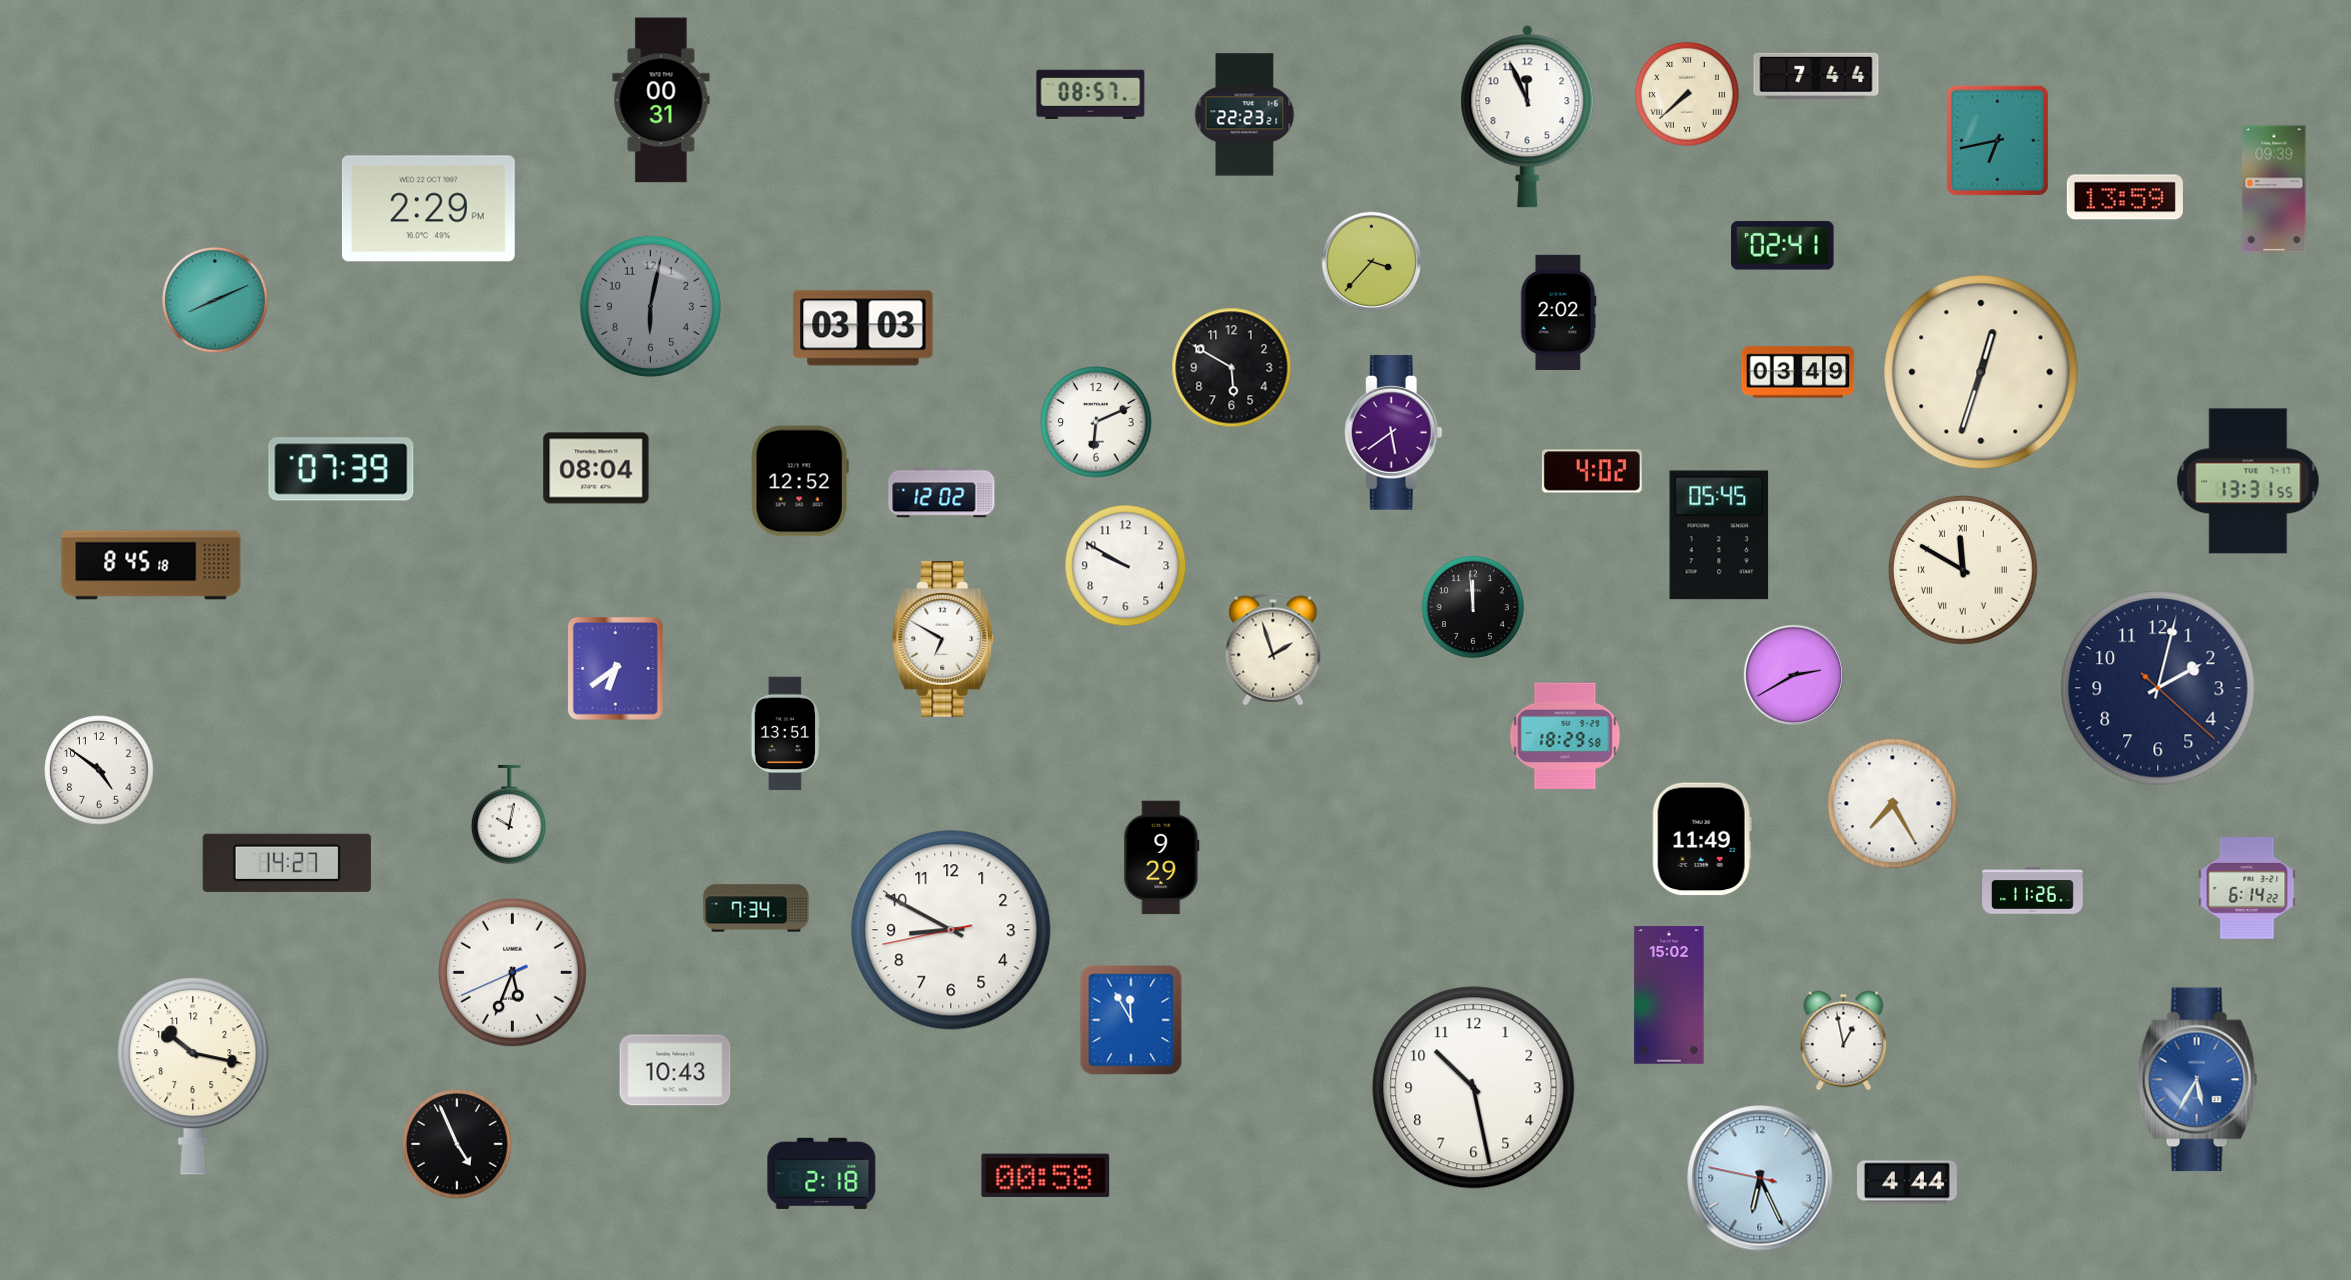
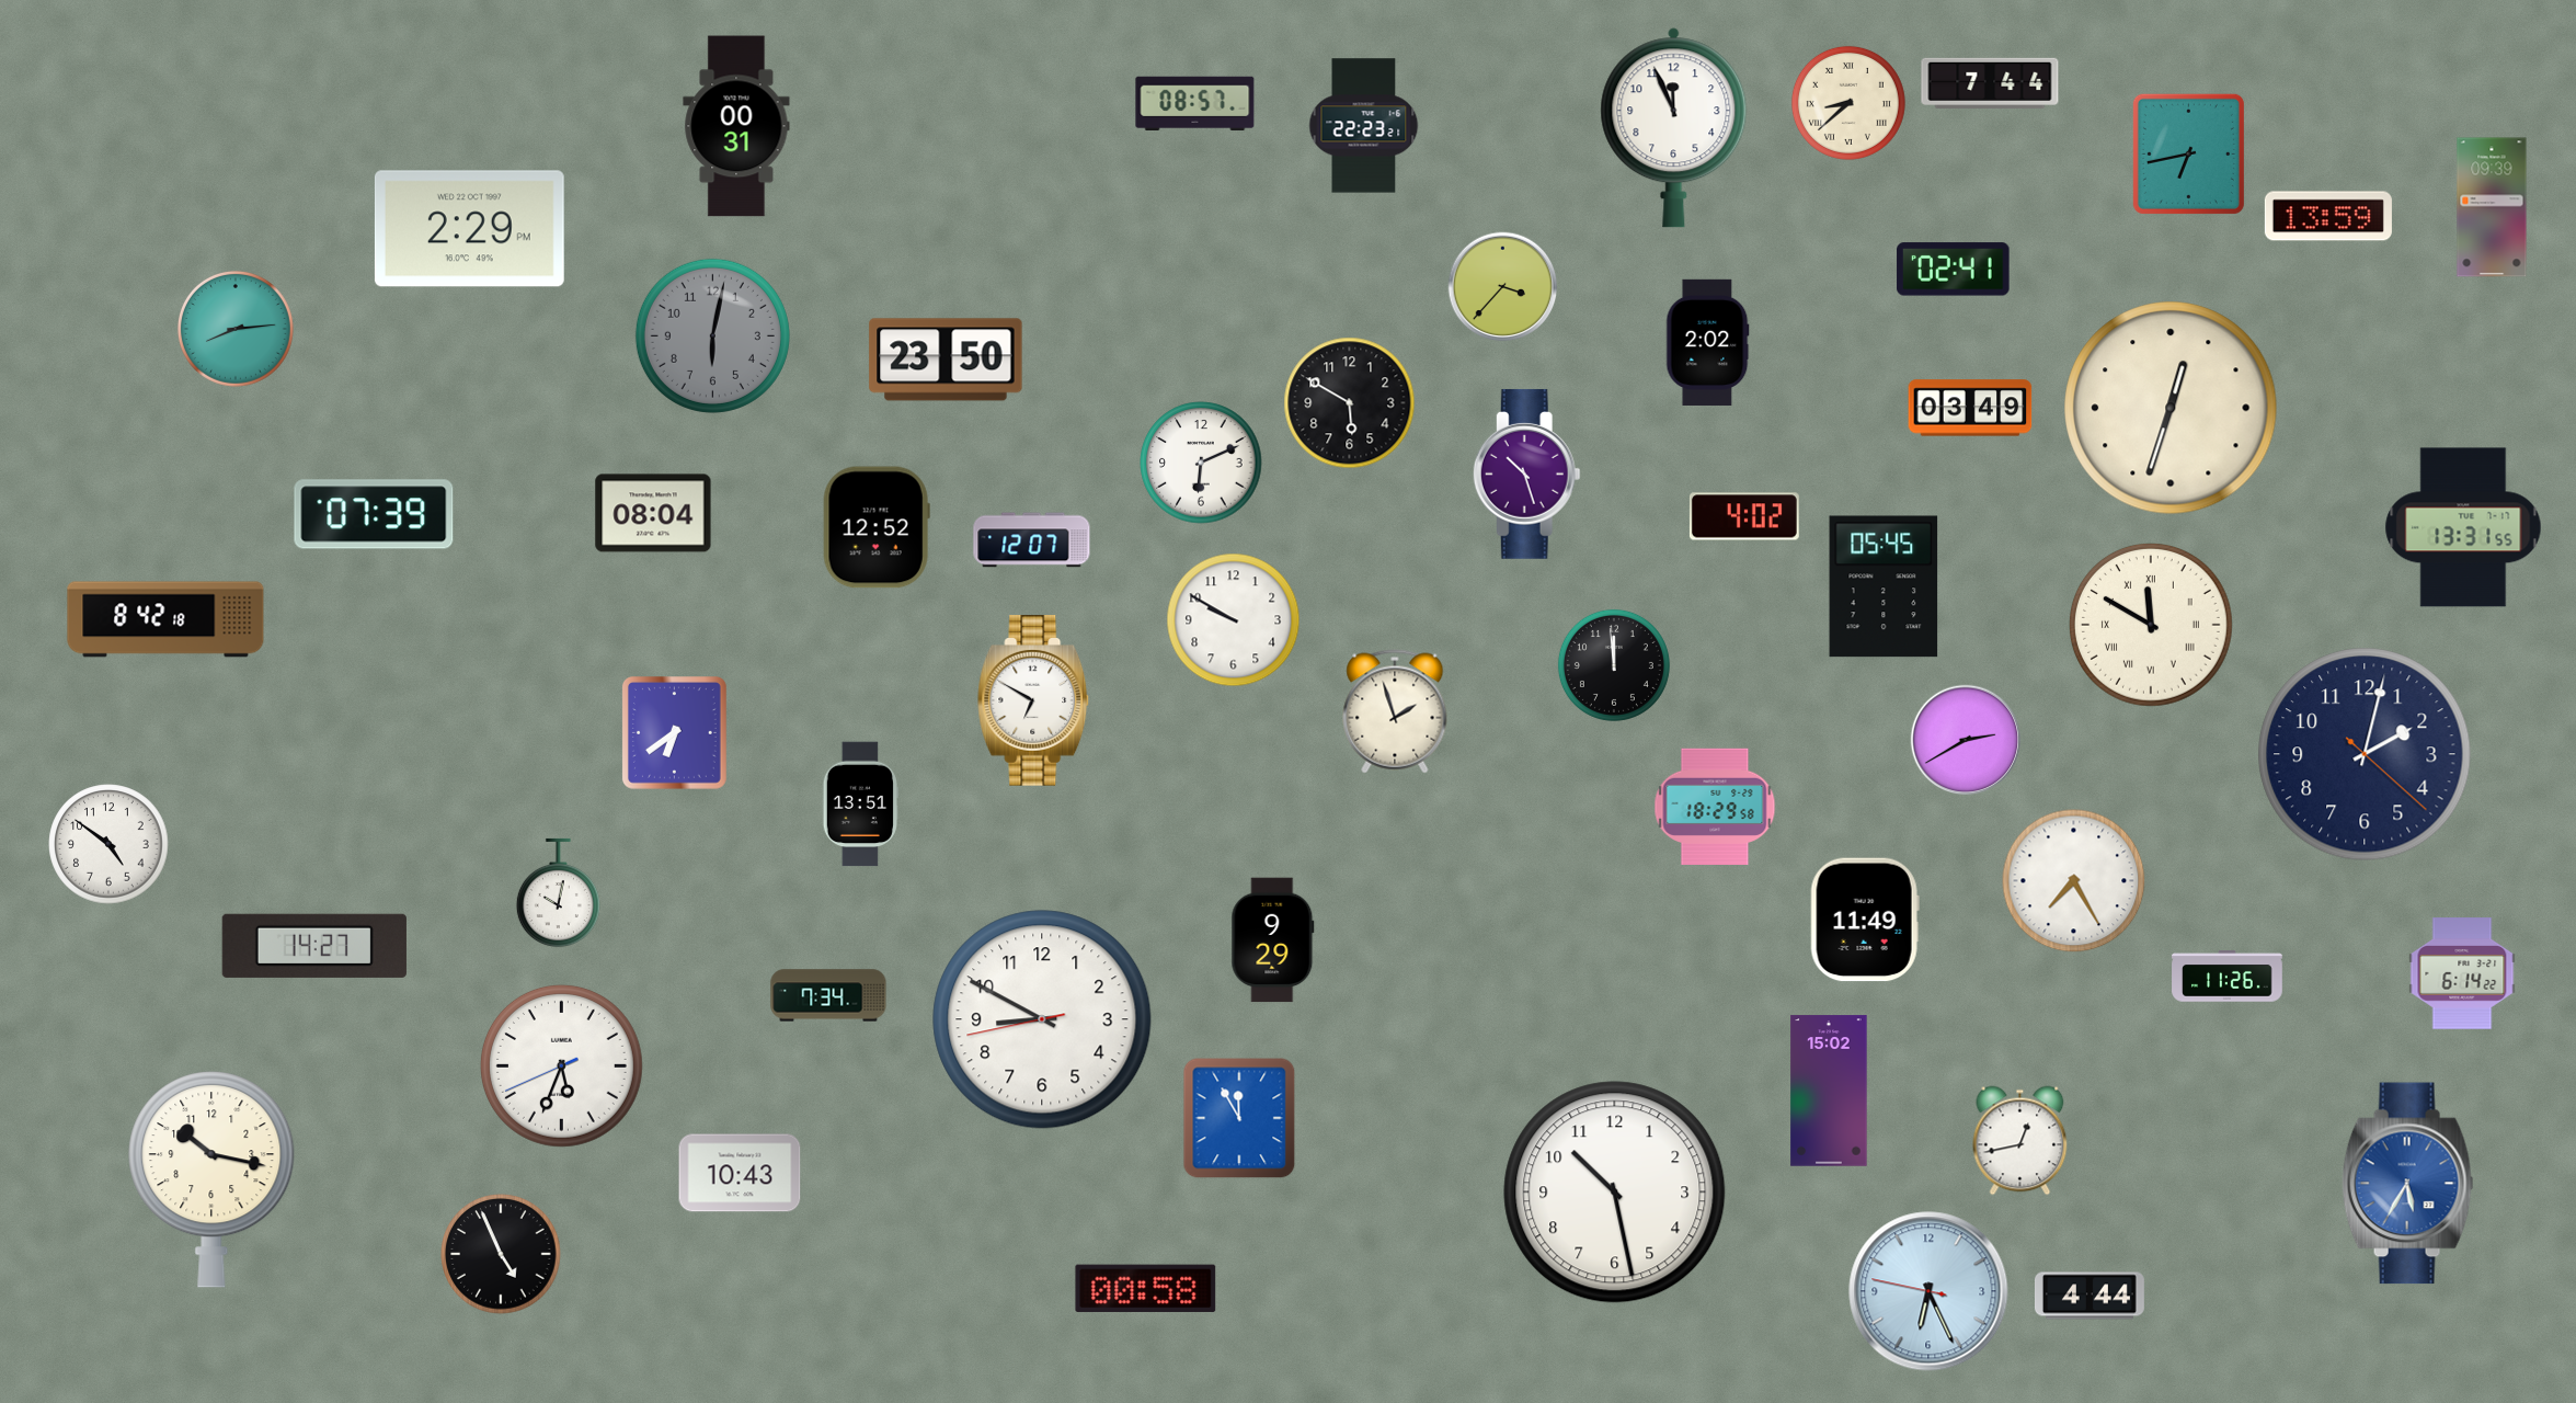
clock at (1687, 94): 7:38 -> 8:38
clock at (661, 100) position: (661, 100) -> (736, 126)
clock at (215, 300): 8:11 -> 8:14
clock at (863, 328): 03:03 -> 23:50
clock at (1393, 432): 5:39 -> 10:27
clock at (942, 493): 12:02 -> 12:07
clock at (151, 565): 8:45 -> 8:42
clock at (1844, 1041): 12:58 -> 12:43
clock at (822, 1173): 2:18 -> none
